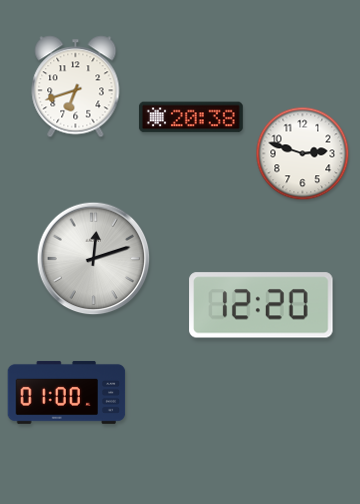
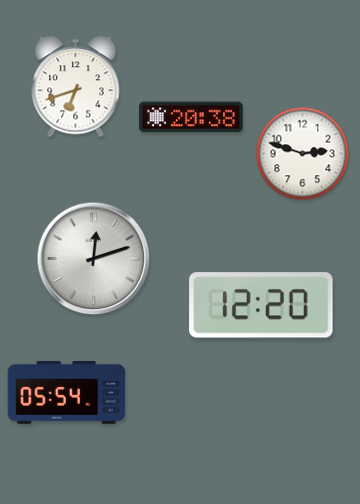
clock at (67, 392): 01:00 -> 05:54
